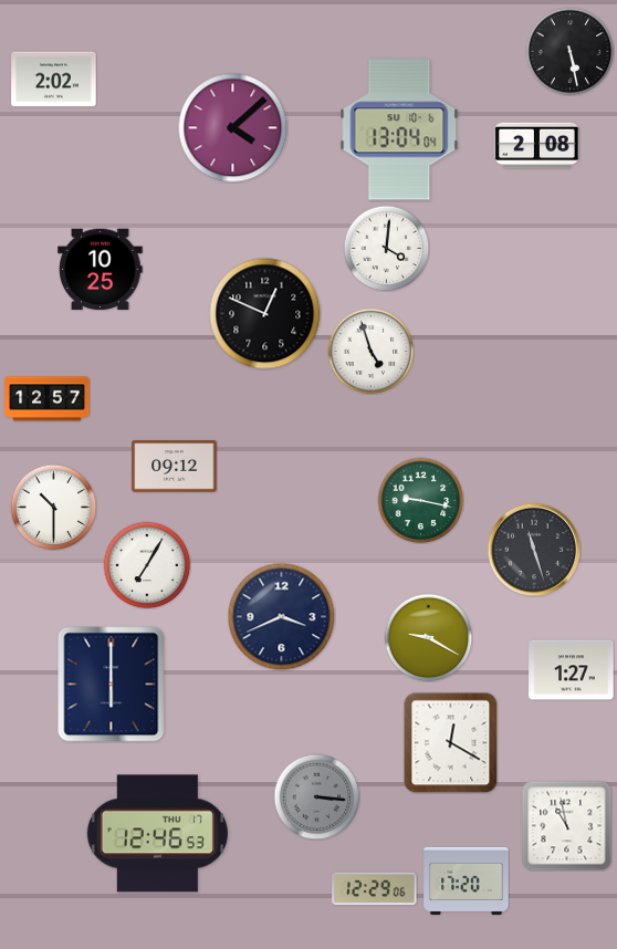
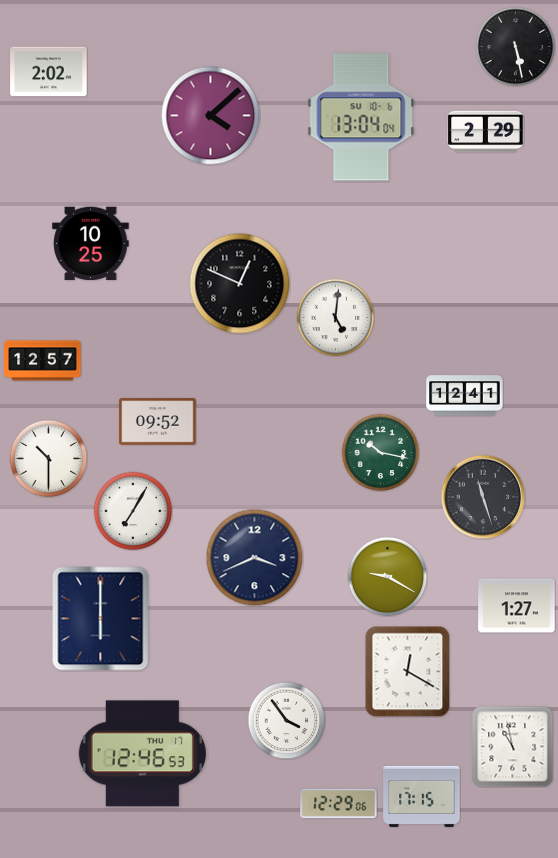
clock at (537, 146): 2:08 -> 2:29
clock at (386, 248): 4:01 -> none
clock at (370, 351): 4:57 -> 5:01
clock at (465, 396): none -> 12:41
clock at (175, 467): 09:12 -> 09:52
clock at (420, 500): 9:17 -> 10:17
clock at (316, 796): 3:16 -> 3:54
clock at (316, 796) dial: grey -> white
clock at (467, 880): 17:20 -> 17:15
